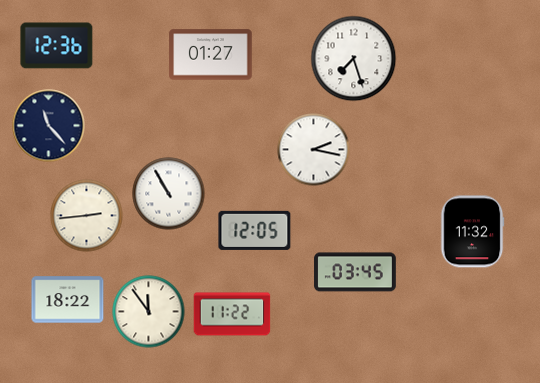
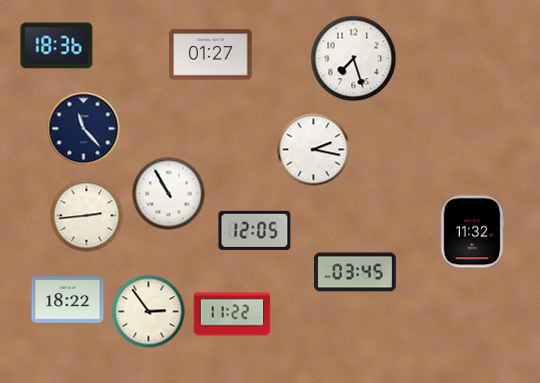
clock at (57, 46): 12:36 -> 18:36
clock at (49, 126) position: (49, 126) -> (84, 129)
clock at (149, 312): 11:54 -> 2:54
